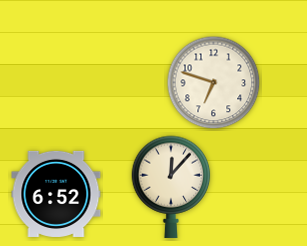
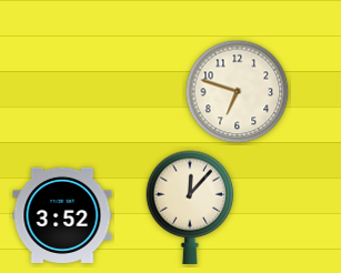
clock at (56, 194): 6:52 -> 3:52
